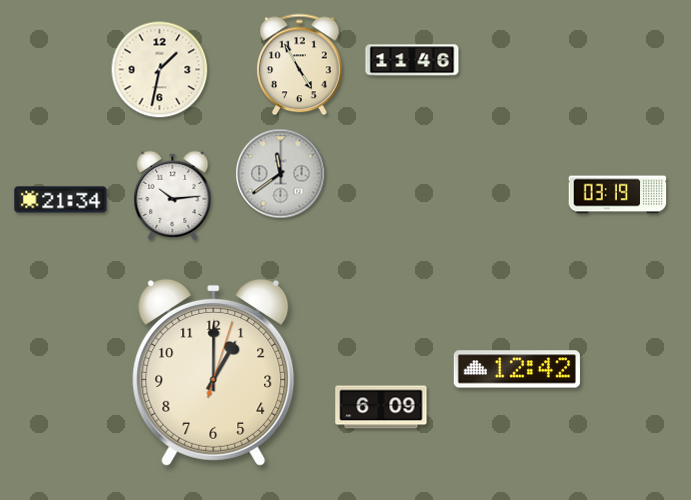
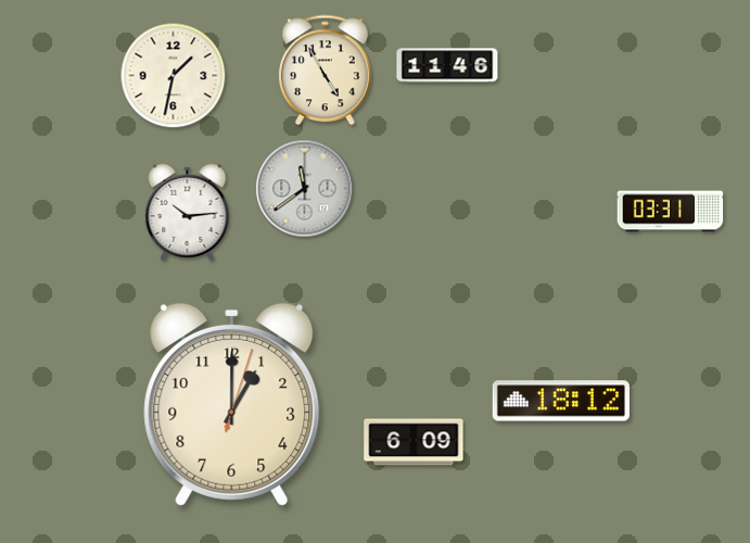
clock at (618, 195): 03:19 -> 03:31
clock at (61, 200): 21:34 -> none
clock at (517, 369): 12:42 -> 18:12
